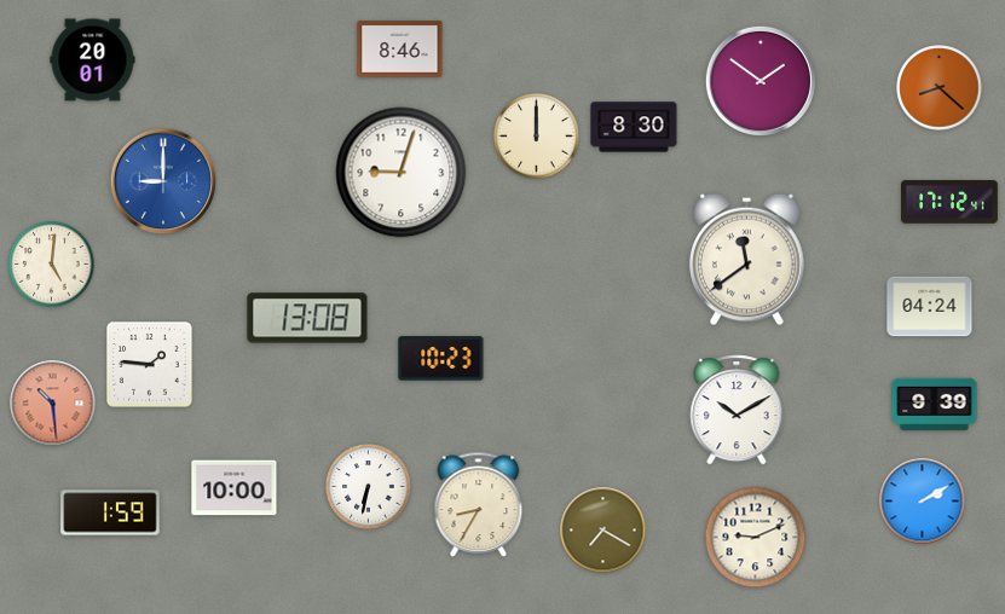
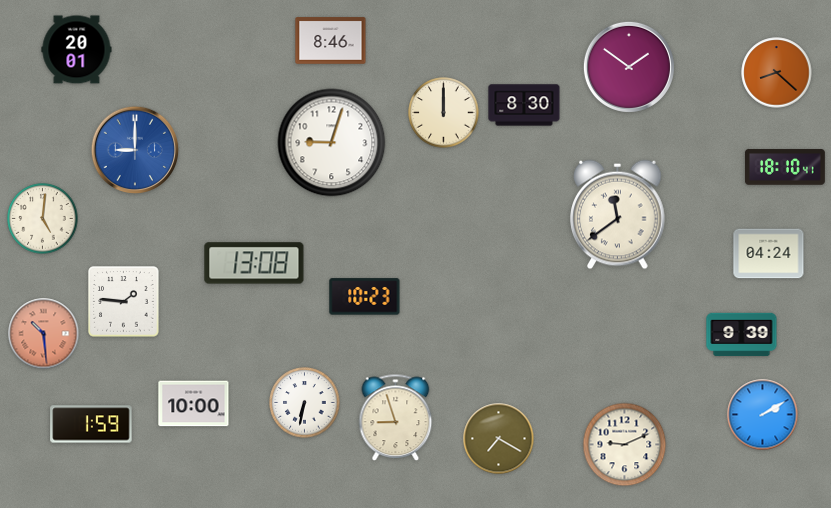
clock at (949, 202): 17:12 -> 18:10
clock at (935, 405) position: (935, 405) -> (742, 335)
clock at (737, 410): 10:10 -> none
clock at (479, 505): 8:35 -> 8:57
